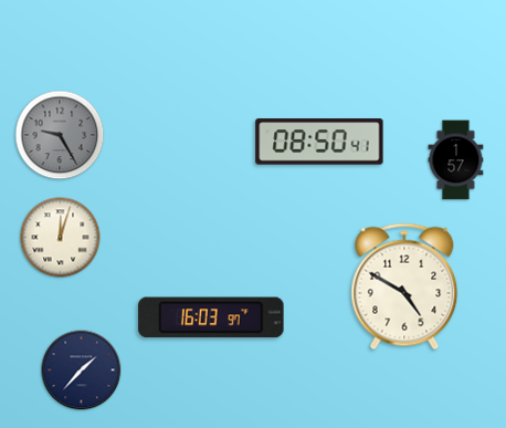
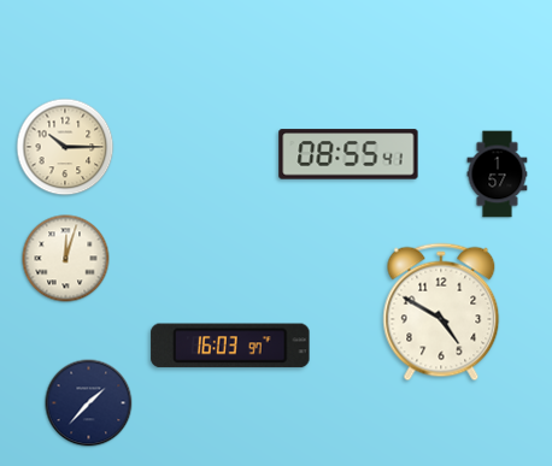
clock at (60, 135): 9:25 -> 10:15
clock at (60, 135) dial: grey -> cream
clock at (319, 142): 08:50 -> 08:55
